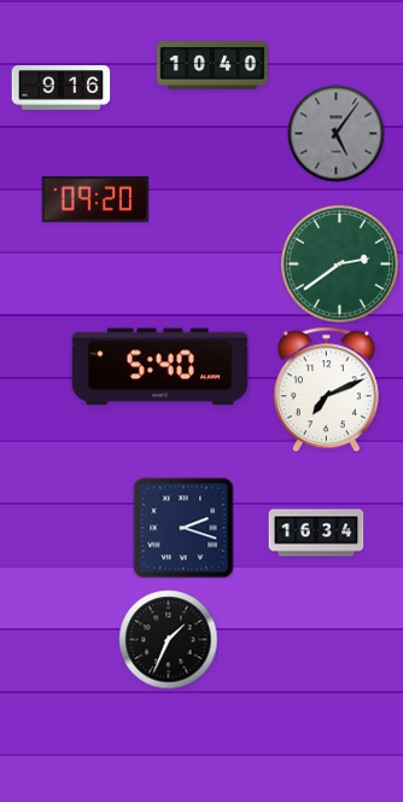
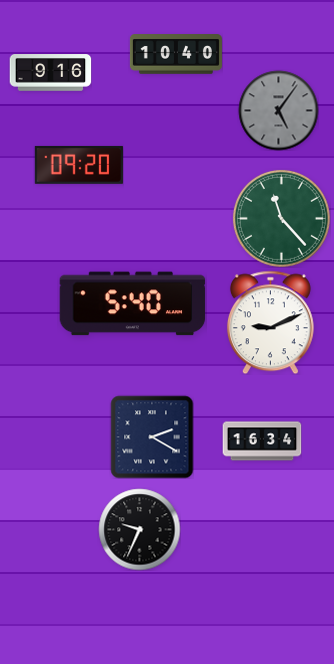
clock at (339, 263): 2:39 -> 11:23
clock at (326, 389): 7:11 -> 9:11
clock at (183, 528): 2:18 -> 2:20
clock at (168, 639): 1:34 -> 9:34
